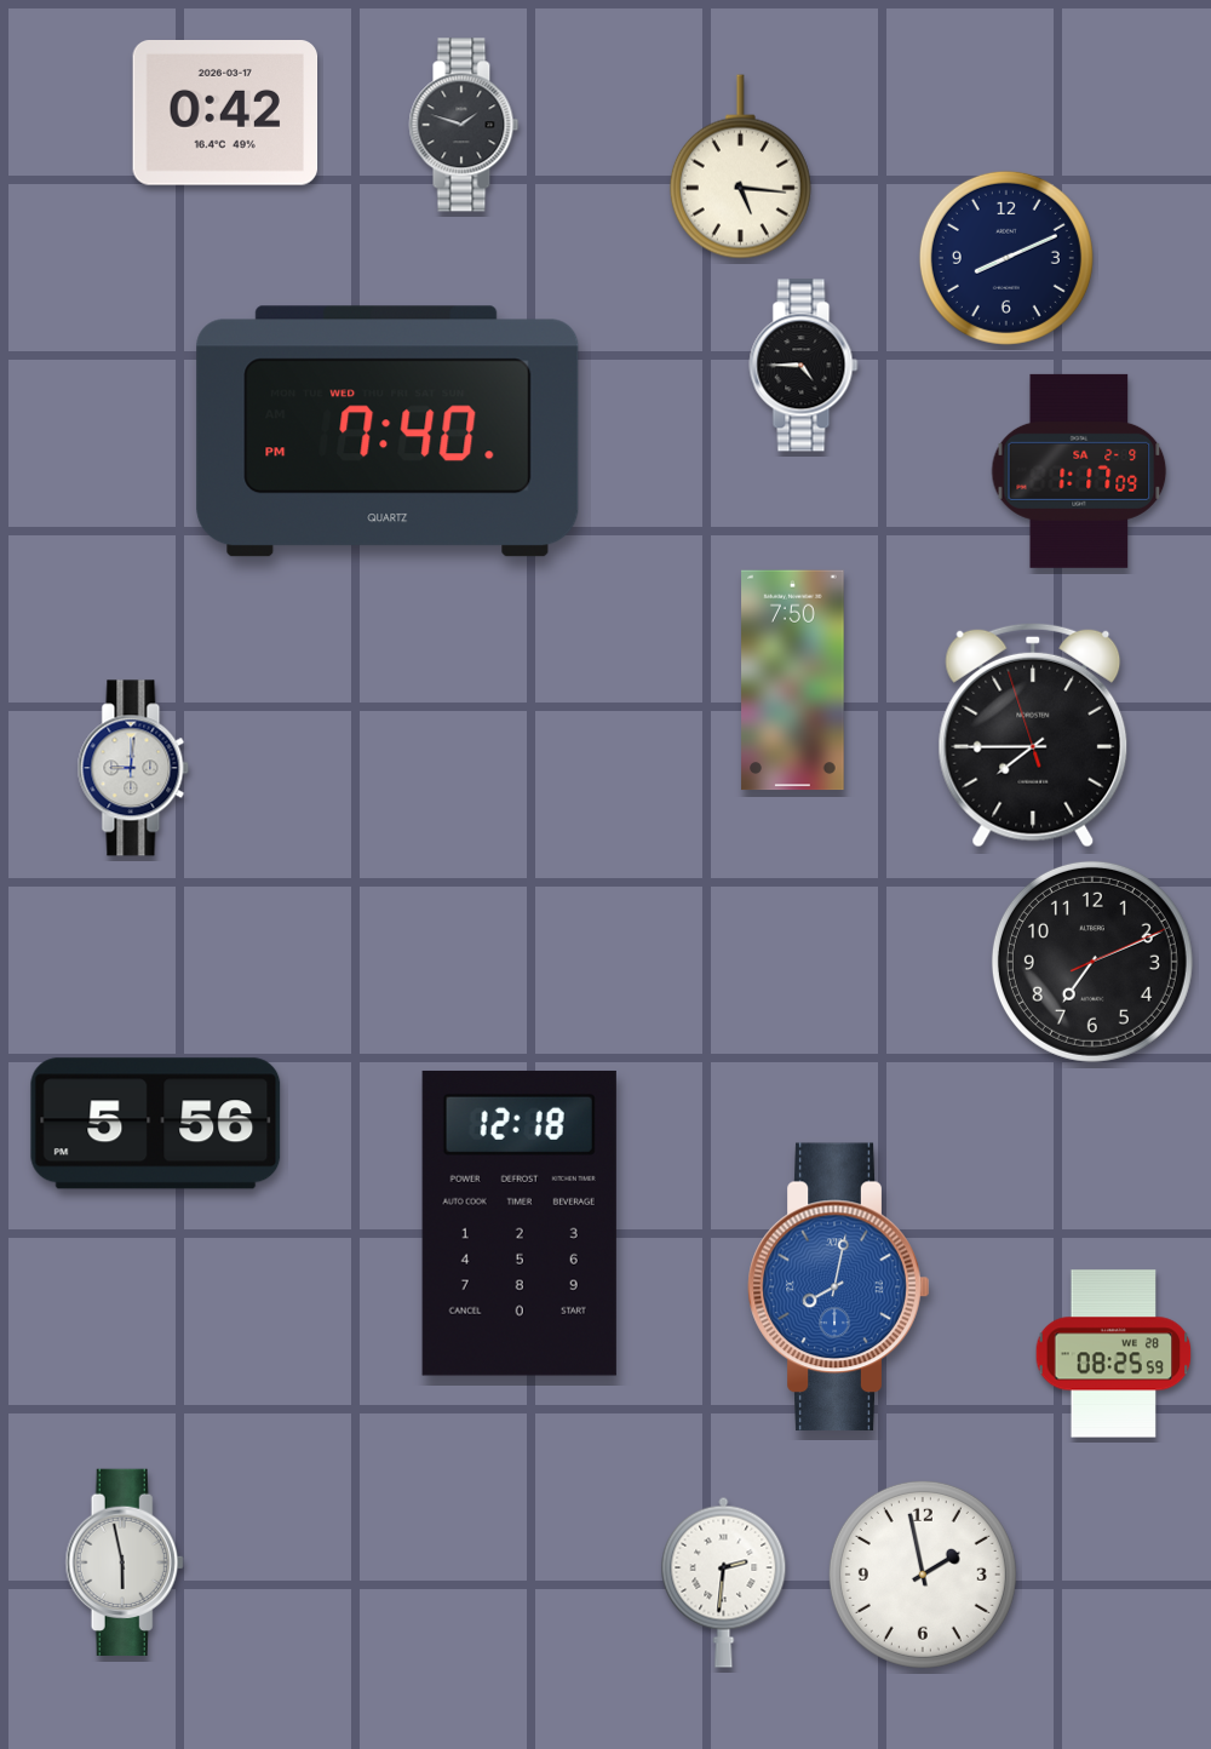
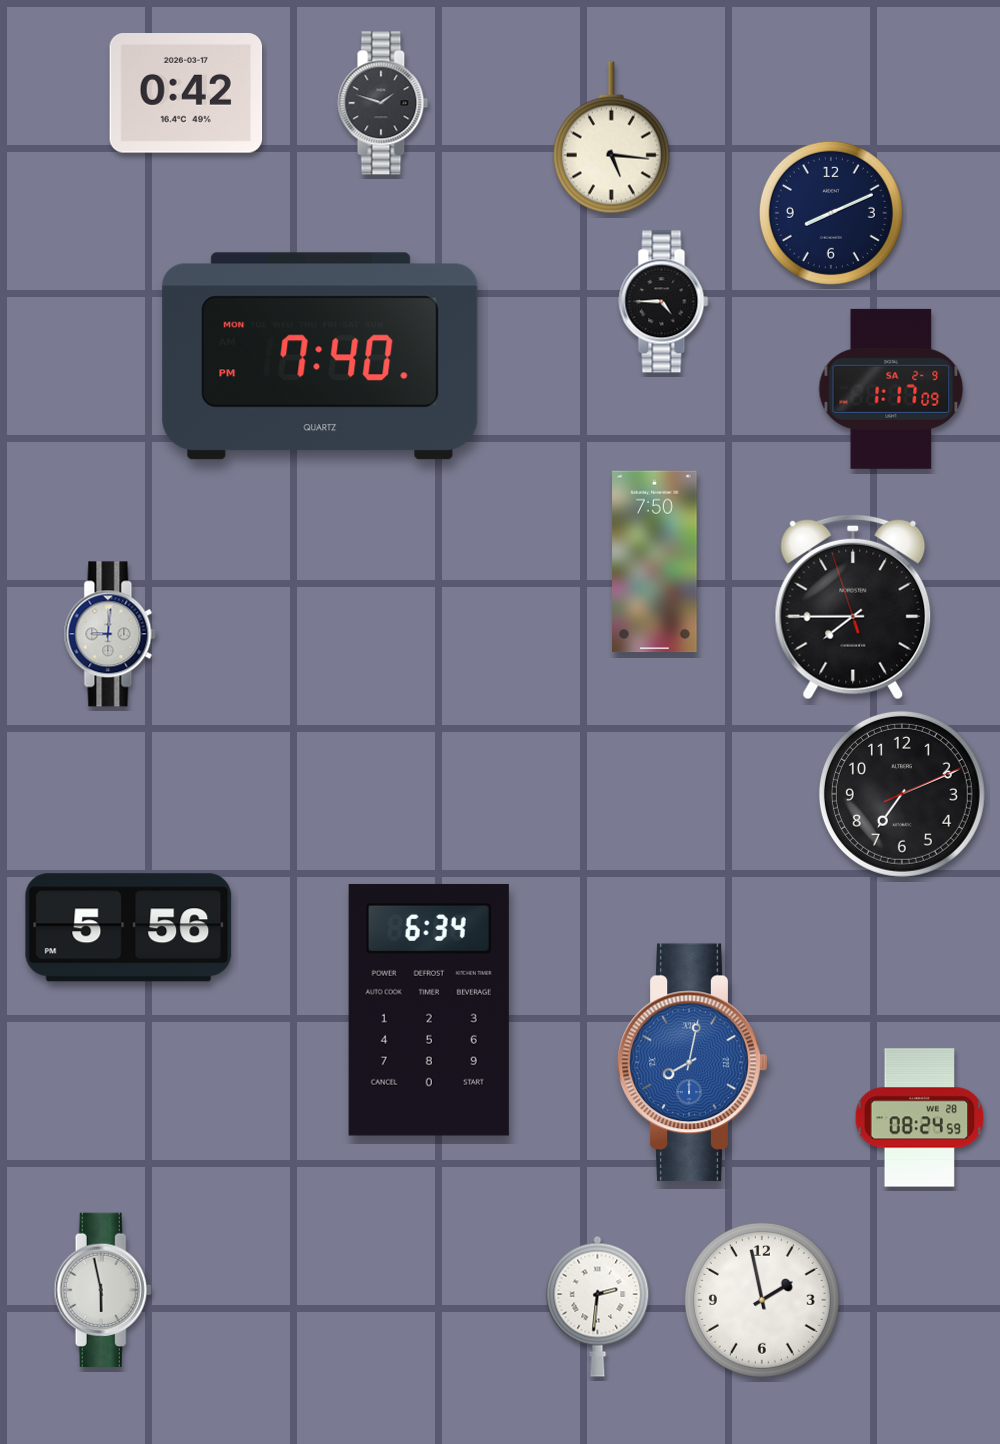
clock at (388, 431) date: WED -> MON
clock at (520, 1223): 12:18 -> 6:34
clock at (1114, 1354): 08:25 -> 08:24
